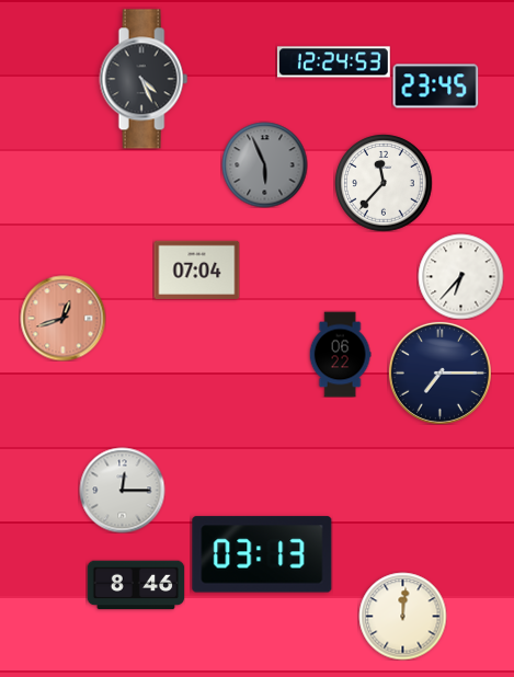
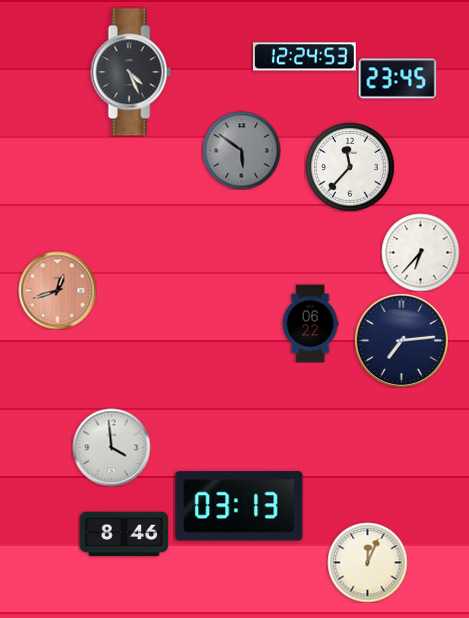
clock at (264, 164): 5:56 -> 5:51
clock at (196, 269): 07:04 -> none
clock at (439, 372): 7:15 -> 7:14
clock at (122, 490): 12:15 -> 3:59
clock at (402, 616): 12:01 -> 12:04
